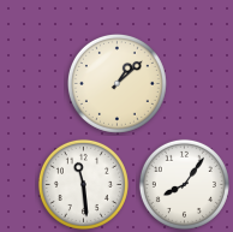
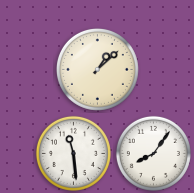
clock at (83, 184) position: (83, 184) -> (73, 153)
